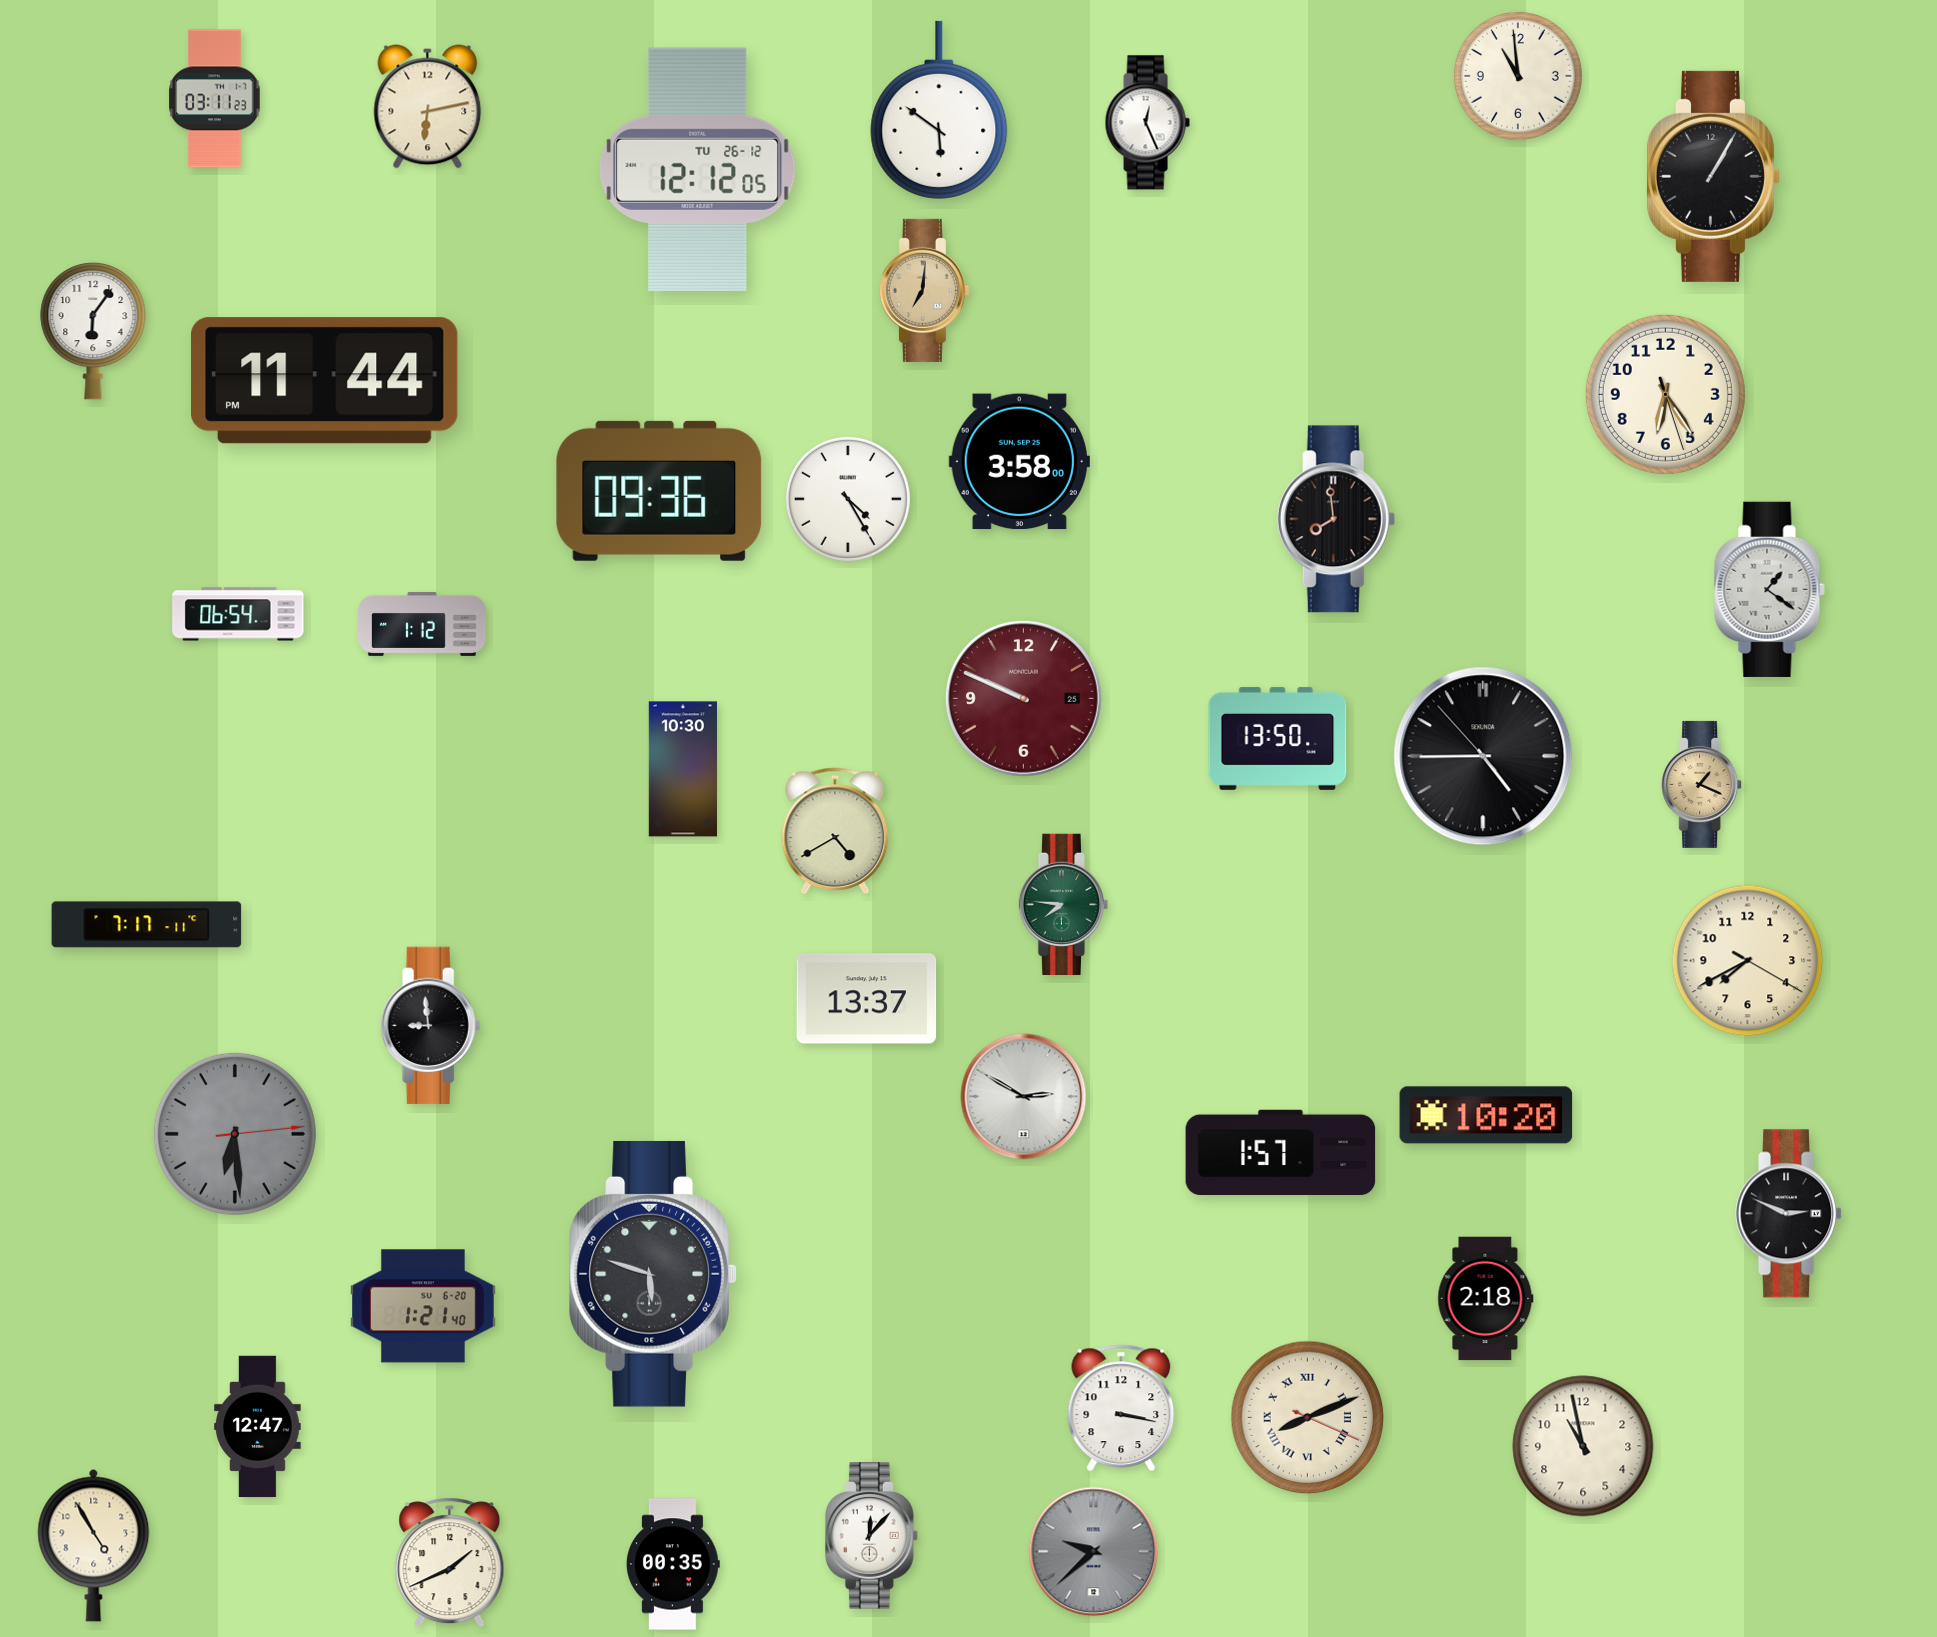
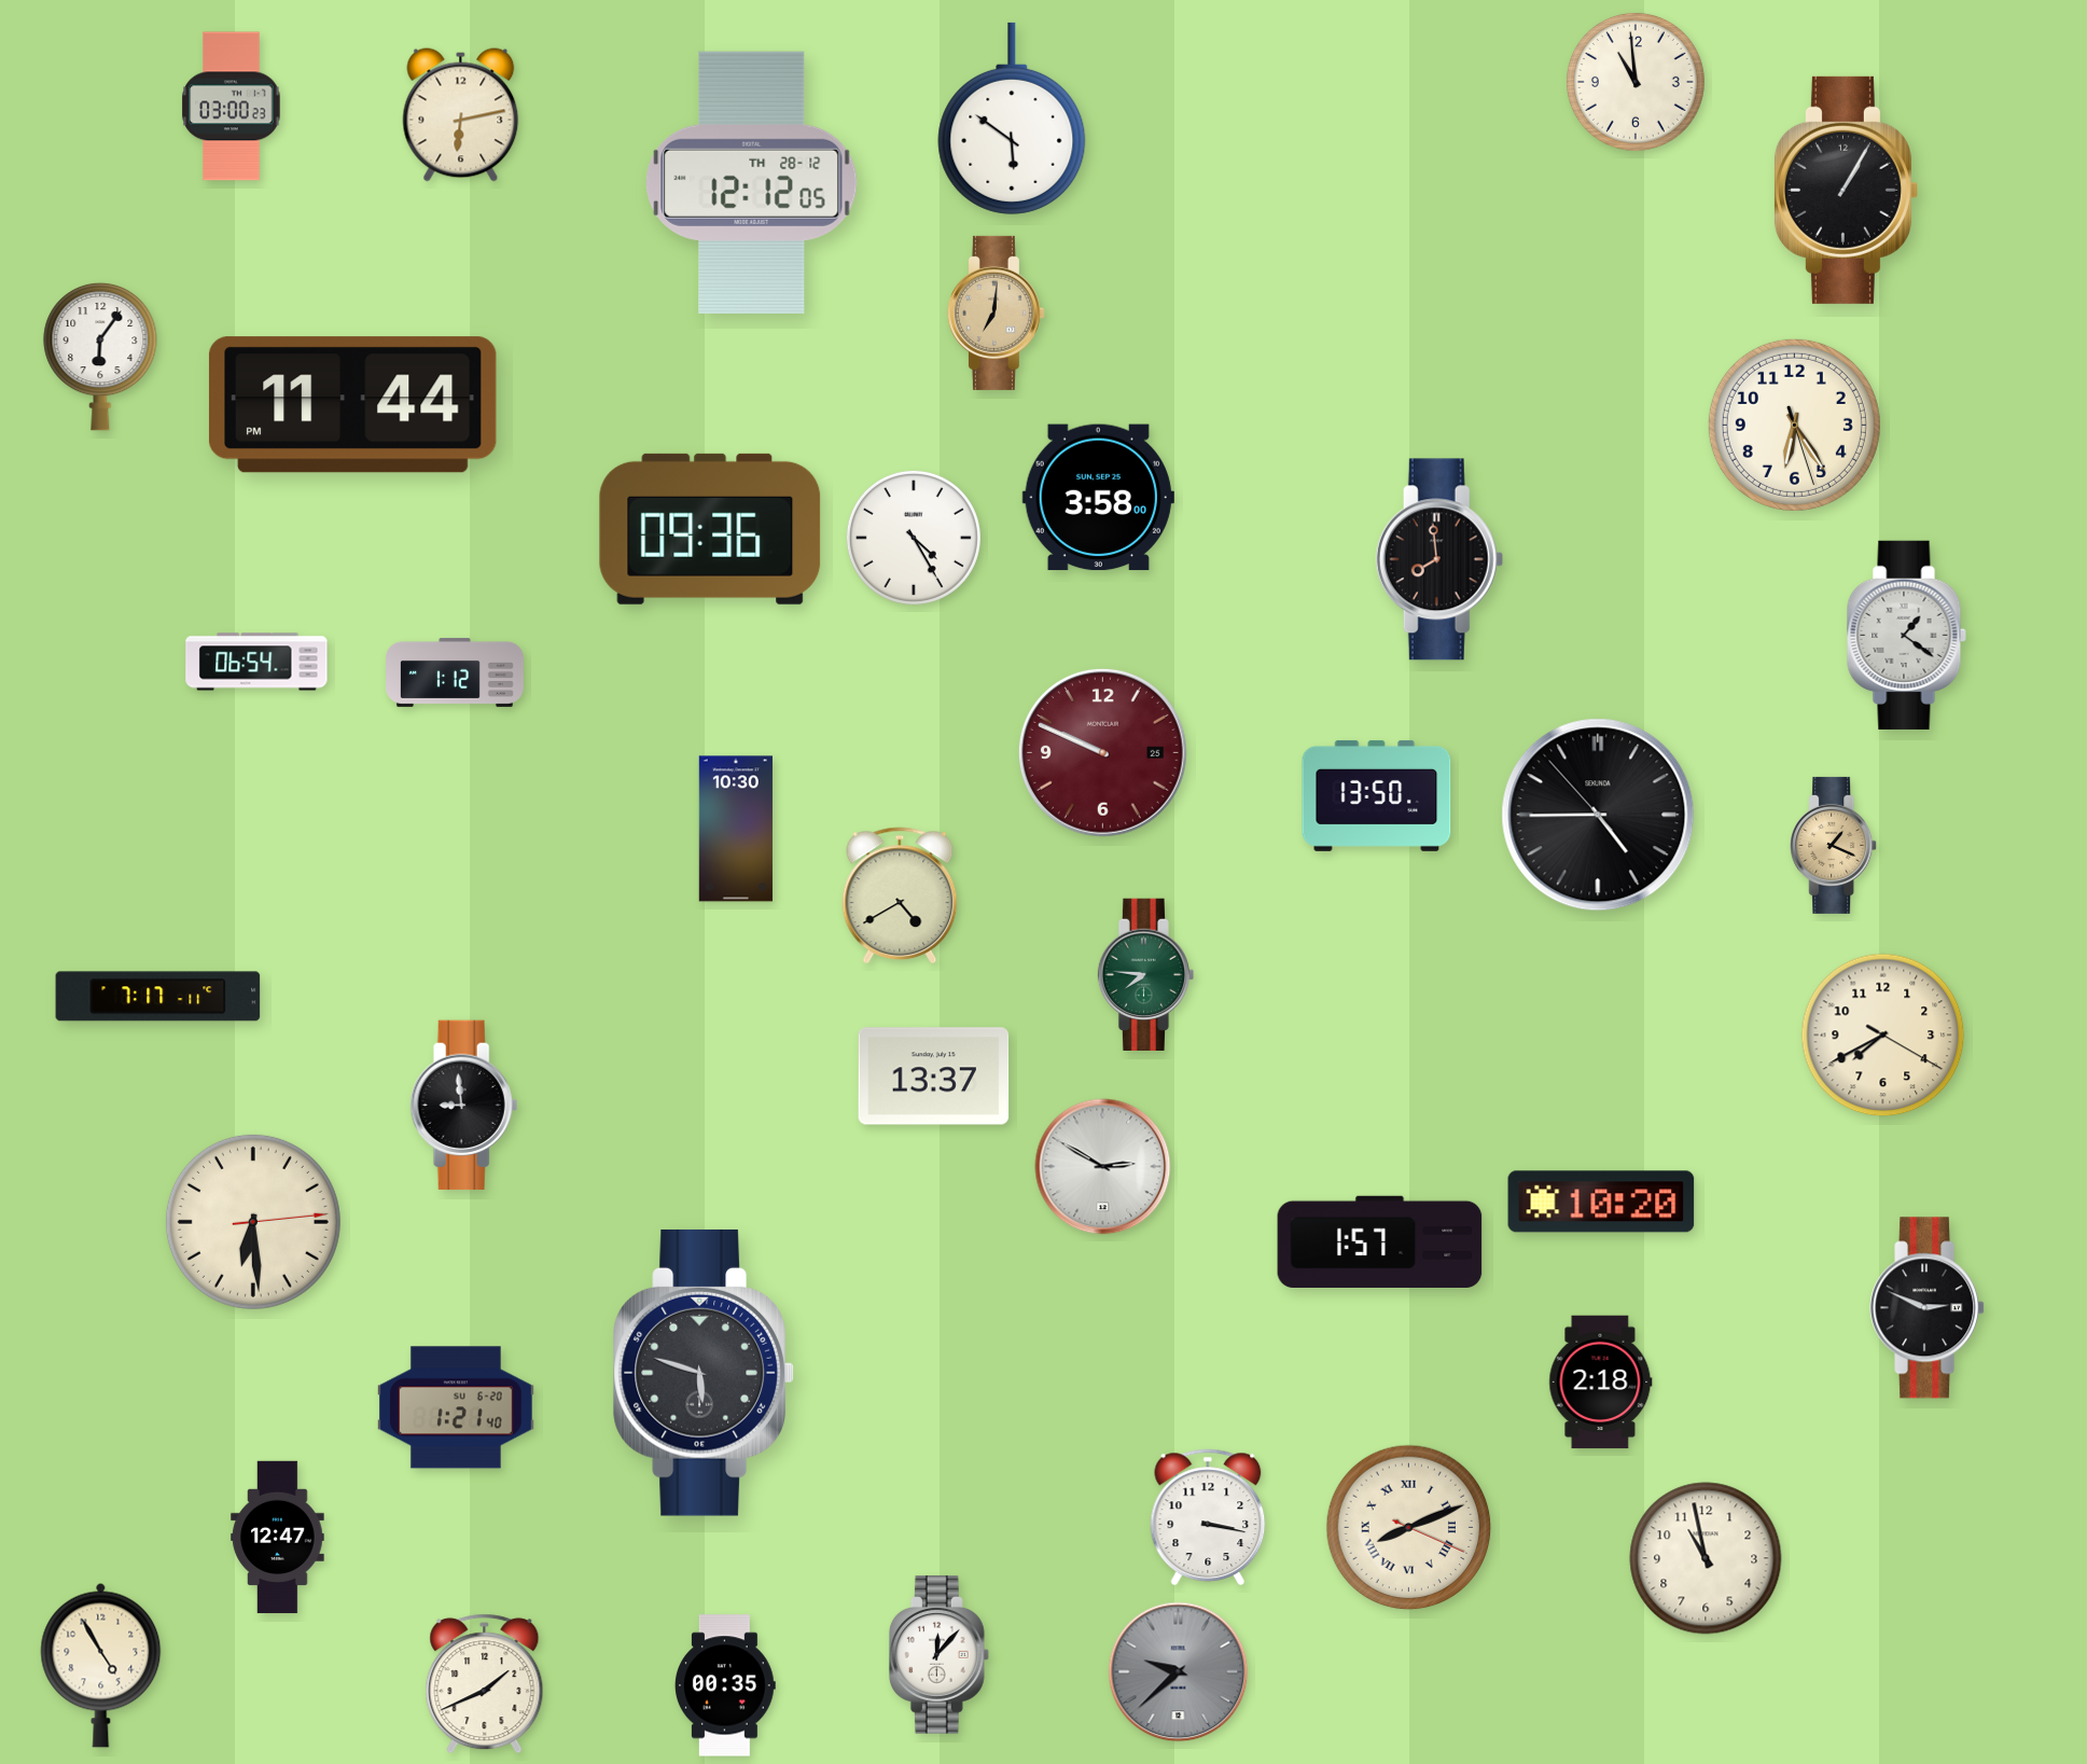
clock at (215, 99): 03:11 -> 03:00
clock at (1147, 123): 12:26 -> none
clock at (698, 169) date: TU 26-12 -> TH 28-12
clock at (324, 381) position: (324, 381) -> (352, 405)
clock at (1024, 1097) position: (1024, 1097) -> (1103, 1167)
clock at (235, 1134) dial: grey -> cream
clock at (1486, 1299) position: (1486, 1299) -> (1601, 1383)
